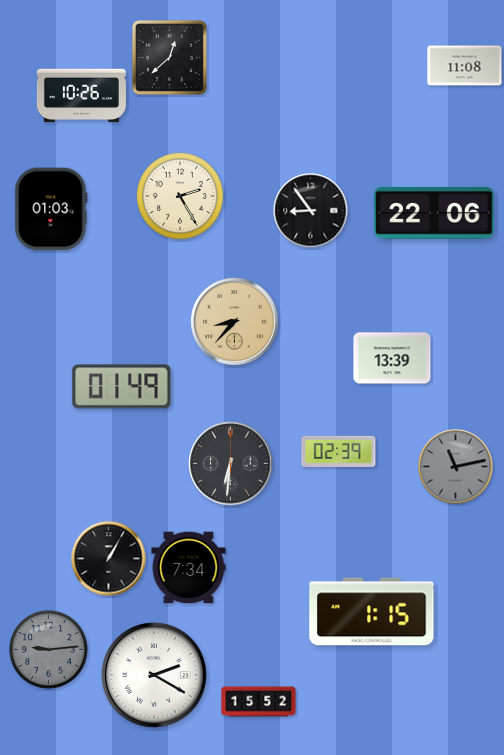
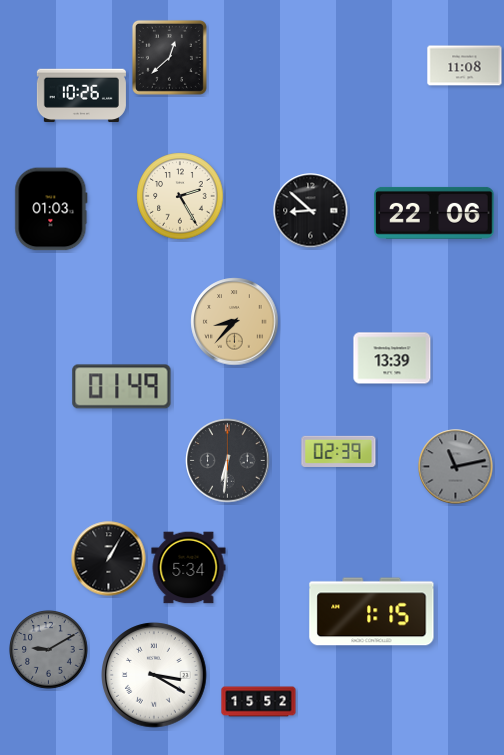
clock at (311, 211): 8:54 -> 8:52
clock at (231, 464) position: (231, 464) -> (228, 461)
clock at (189, 568): 7:34 -> 5:34
clock at (49, 650): 9:14 -> 9:10
clock at (154, 675): 2:20 -> 3:20
